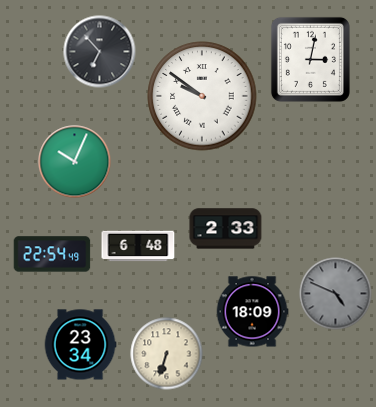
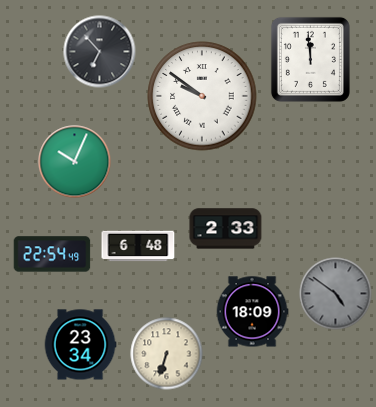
clock at (310, 59): 3:02 -> 11:59
clock at (336, 294): 4:49 -> 4:51
